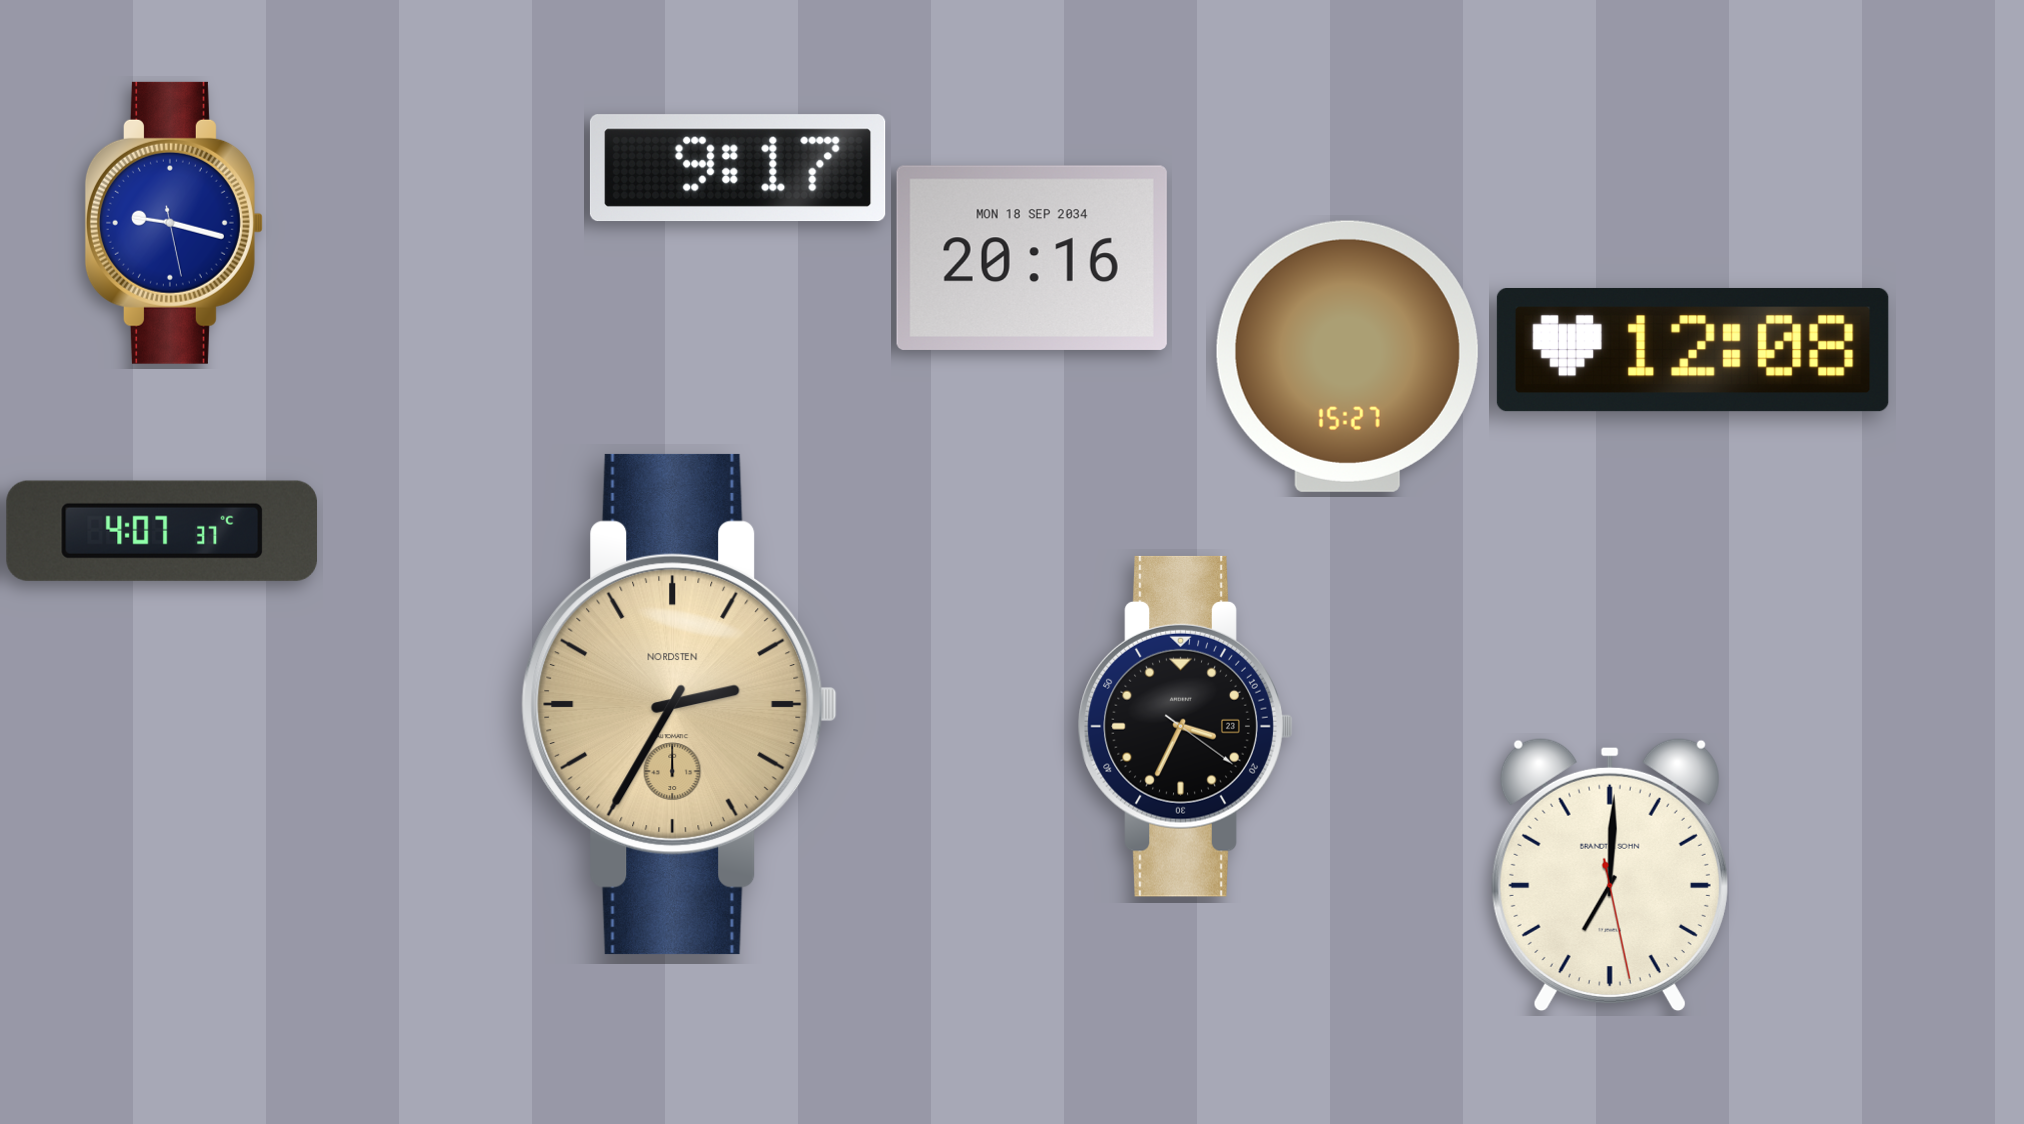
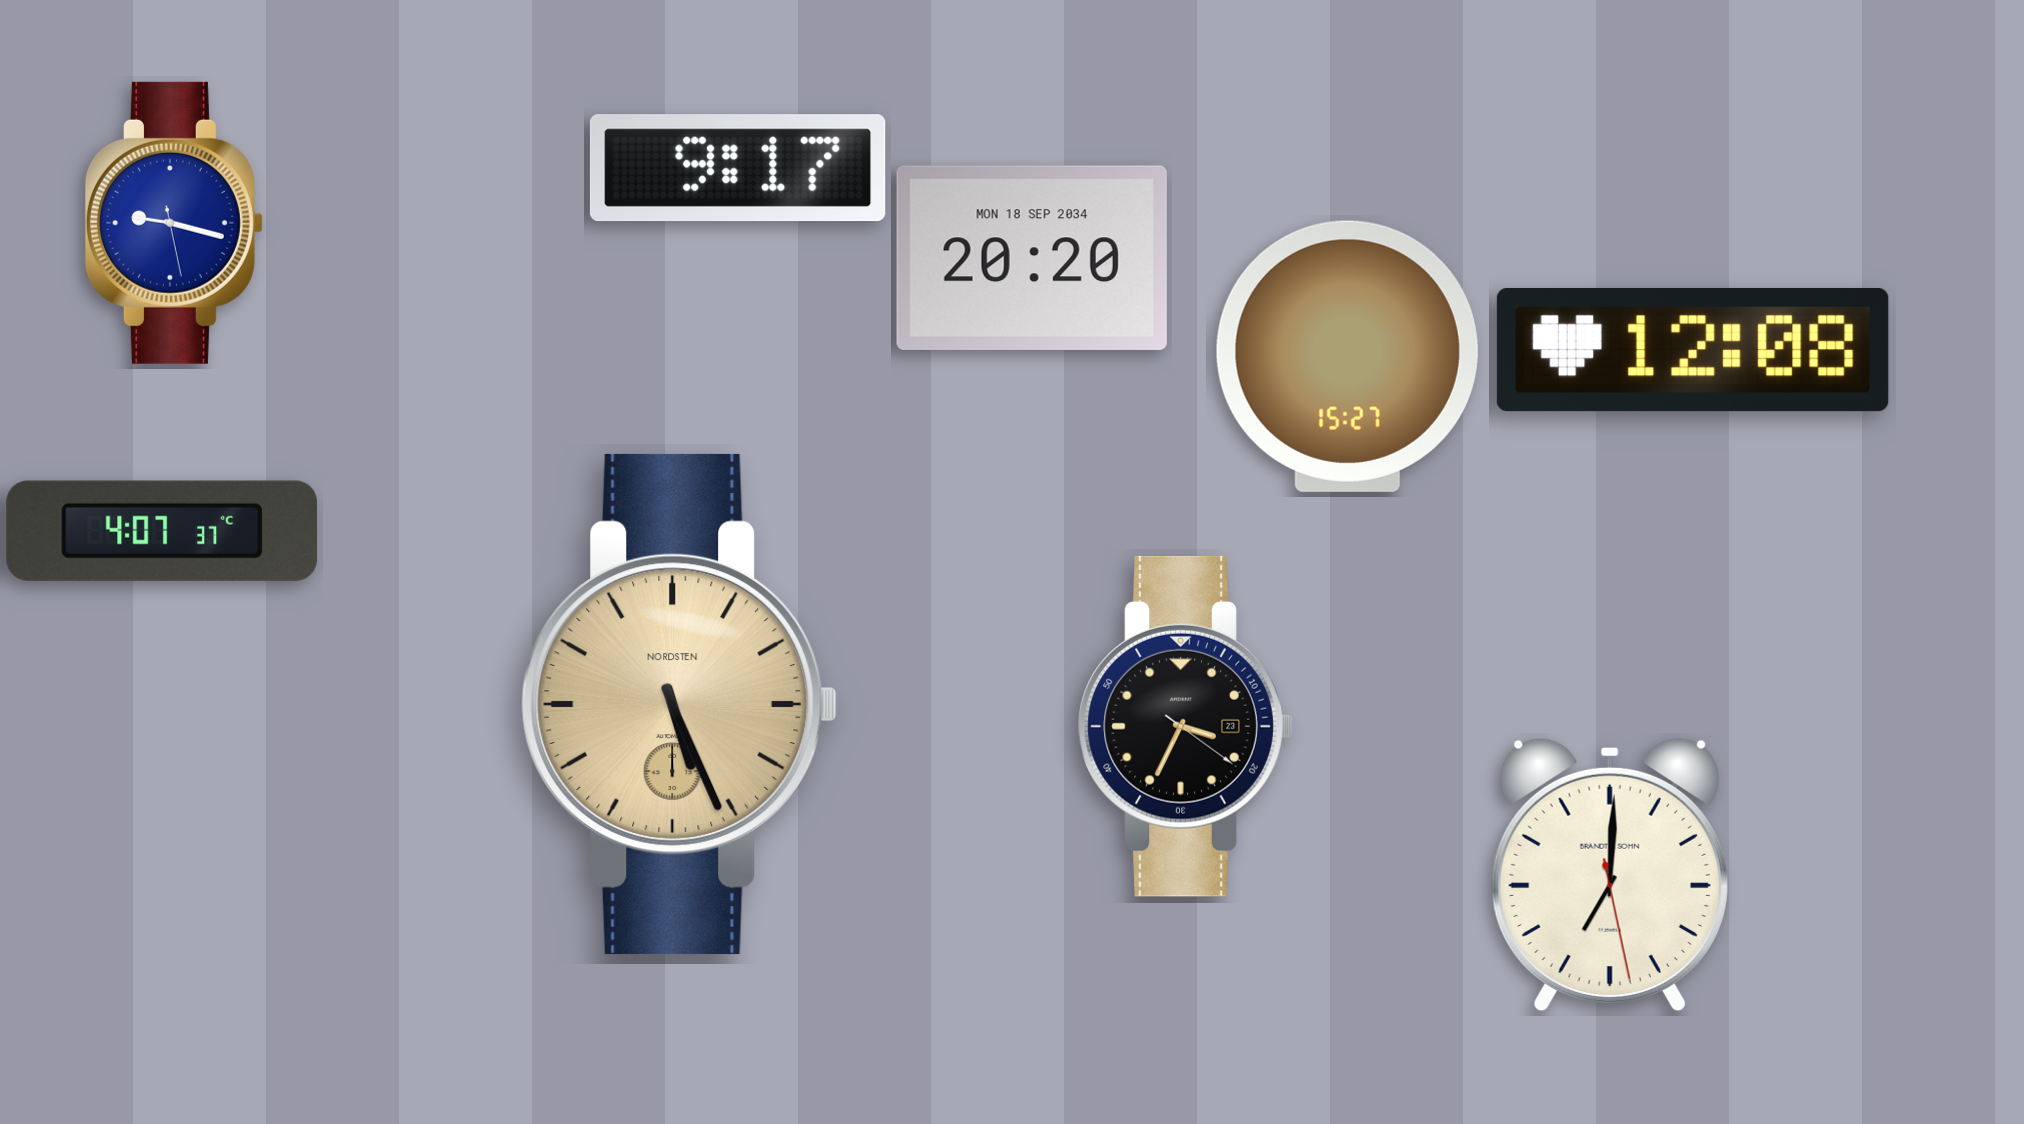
clock at (1032, 258): 20:16 -> 20:20
clock at (680, 704): 2:35 -> 5:26
